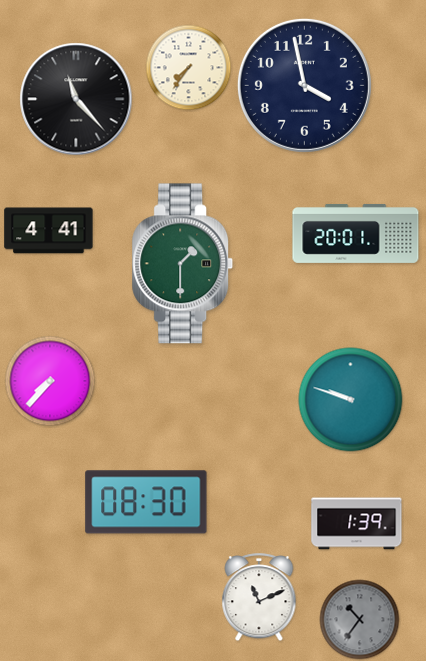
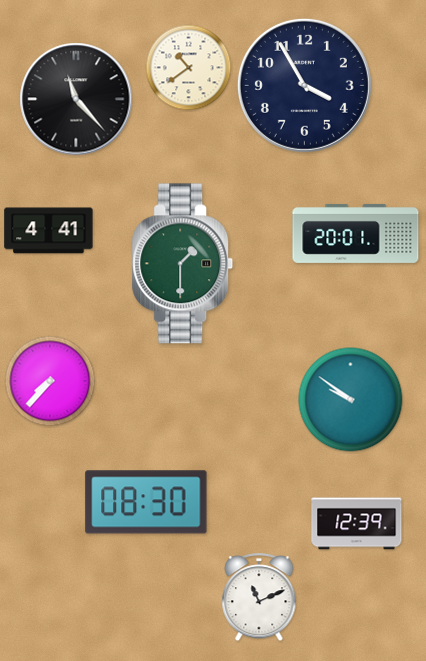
clock at (189, 68): 7:36 -> 10:39
clock at (304, 85): 3:58 -> 3:55
clock at (351, 400): 9:48 -> 9:51
clock at (357, 524): 1:39 -> 12:39
clock at (360, 620): 10:36 -> none
